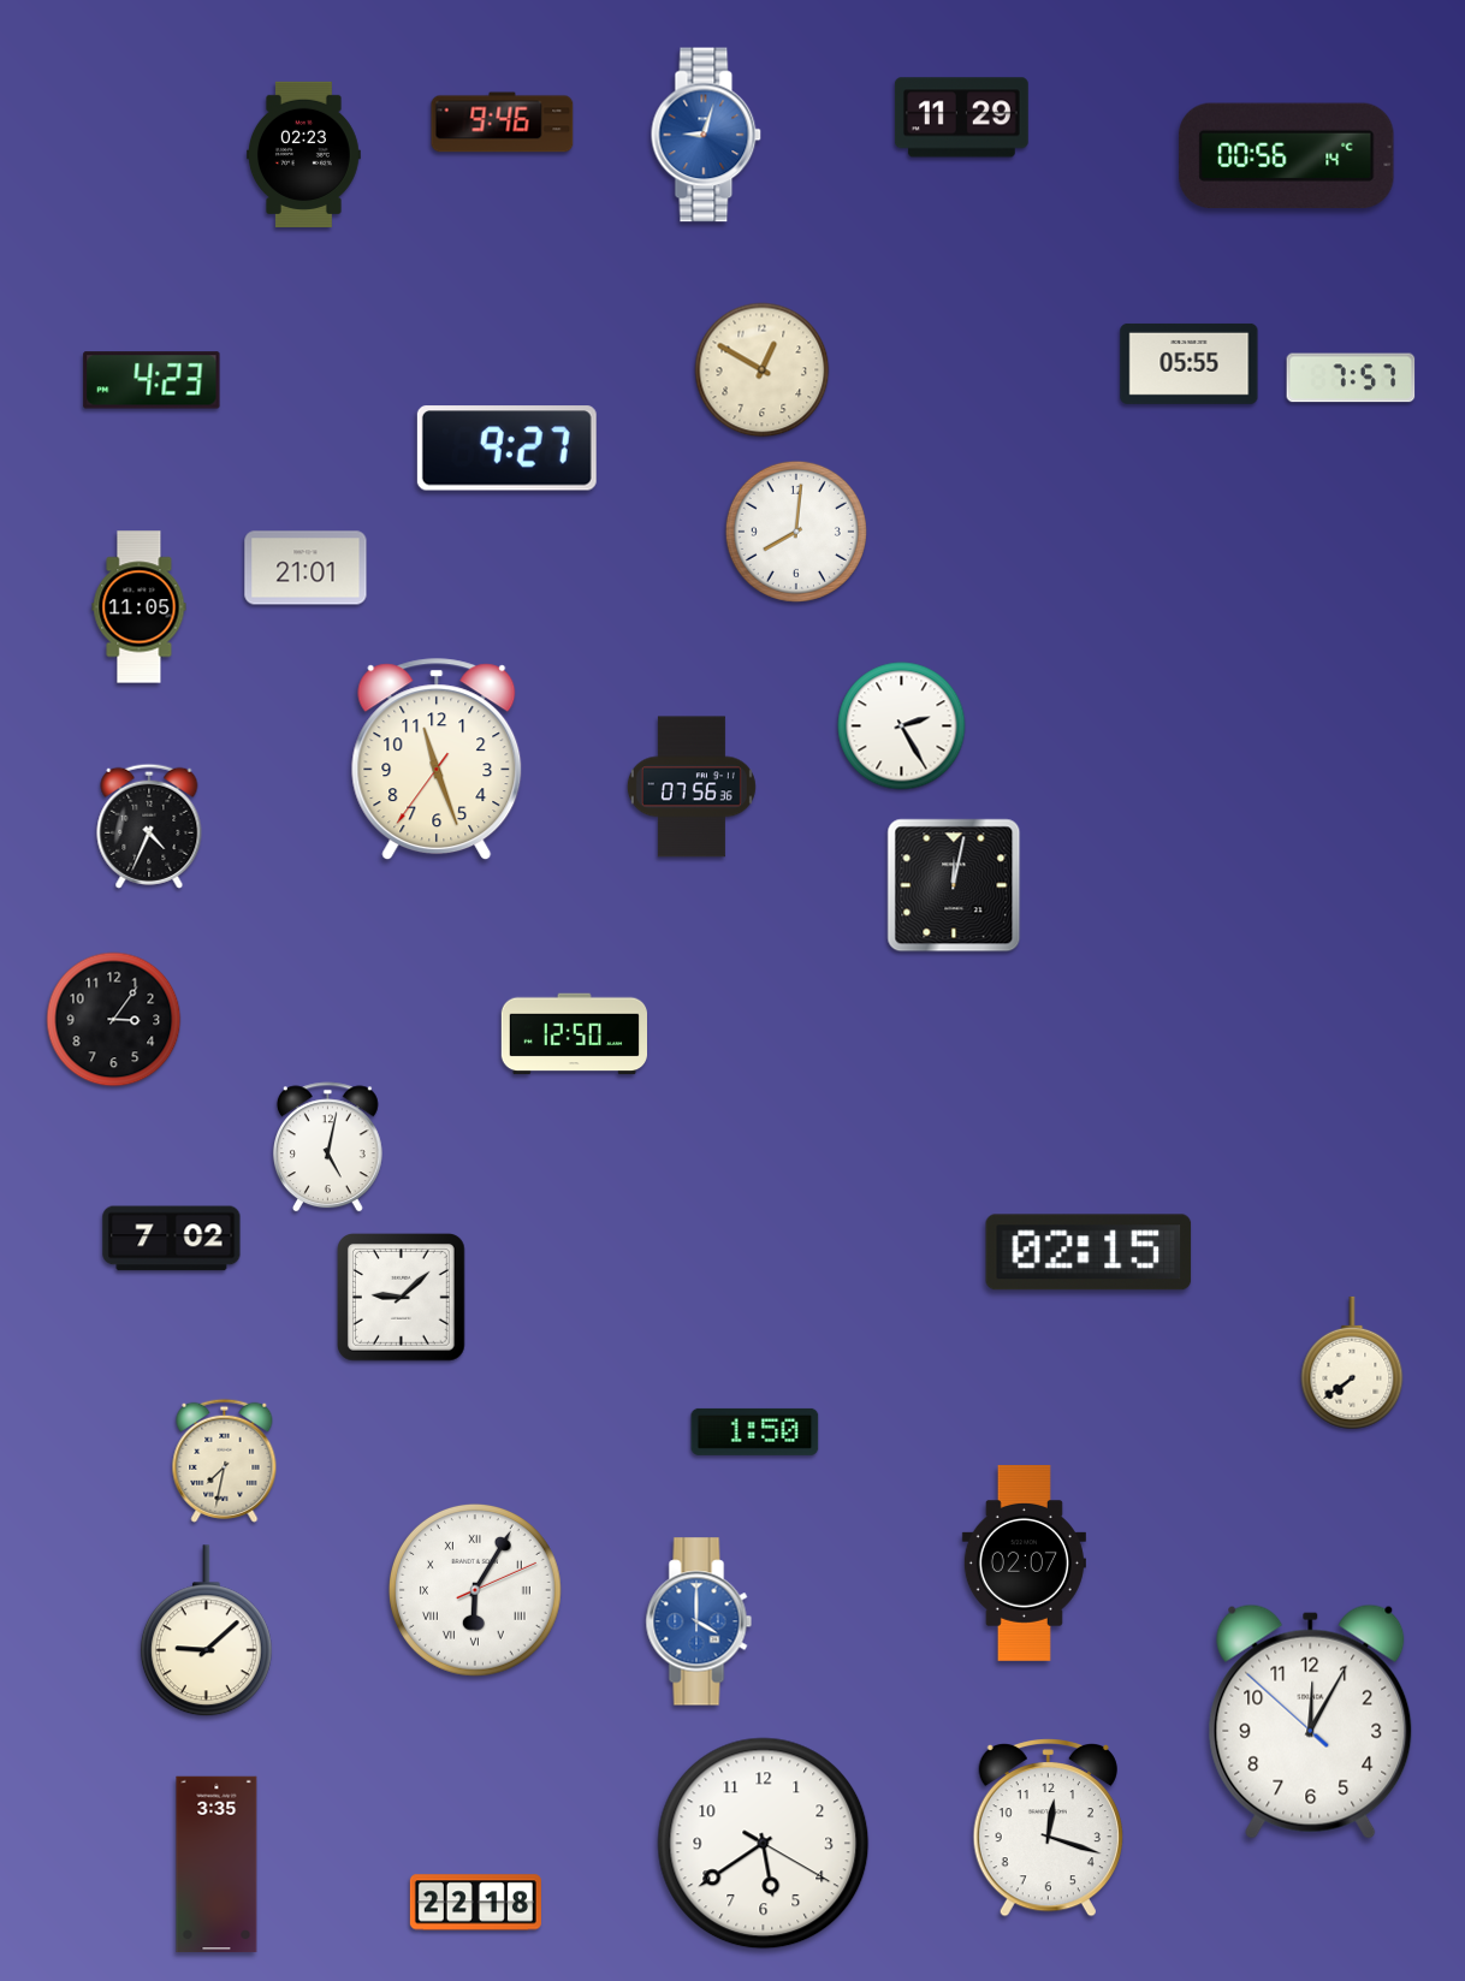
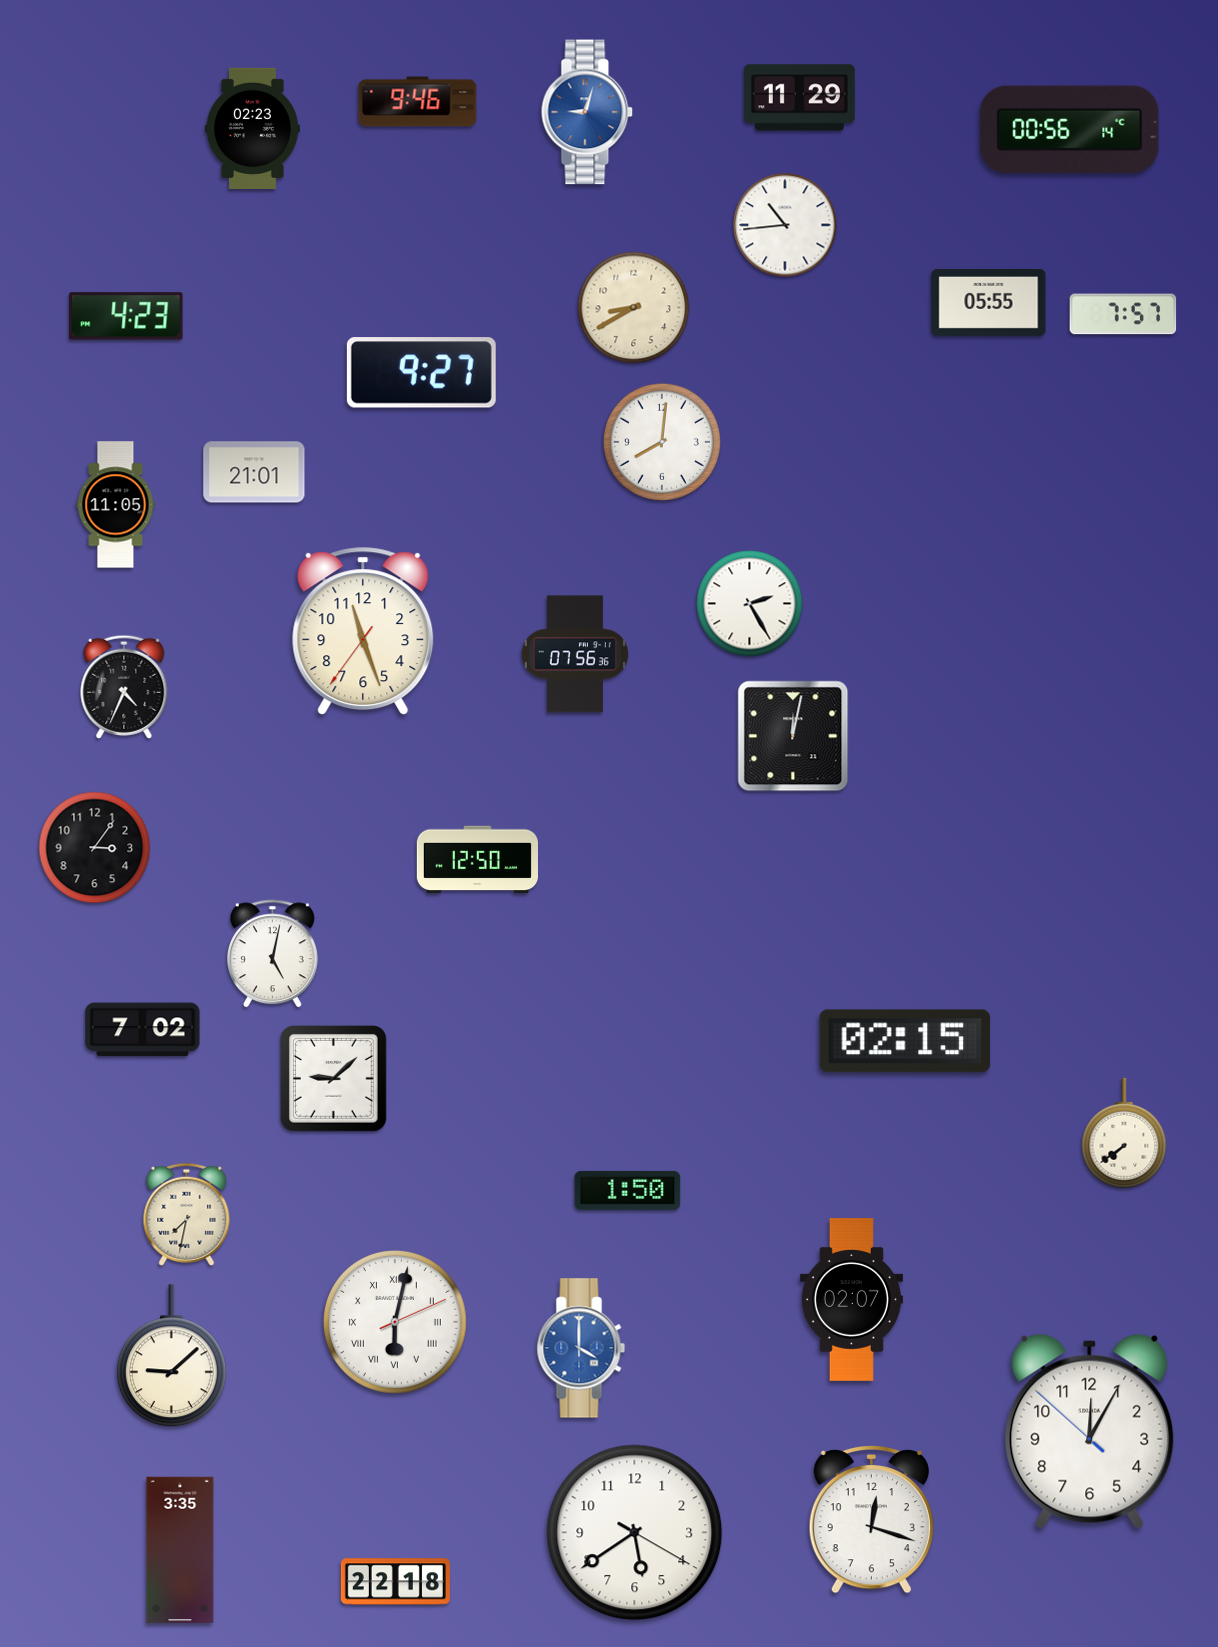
clock at (785, 225): none -> 10:44
clock at (763, 370): 12:50 -> 8:40
clock at (475, 1590): 6:05 -> 6:02
